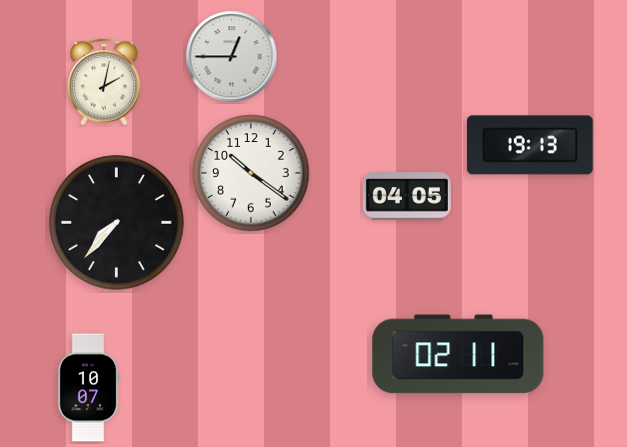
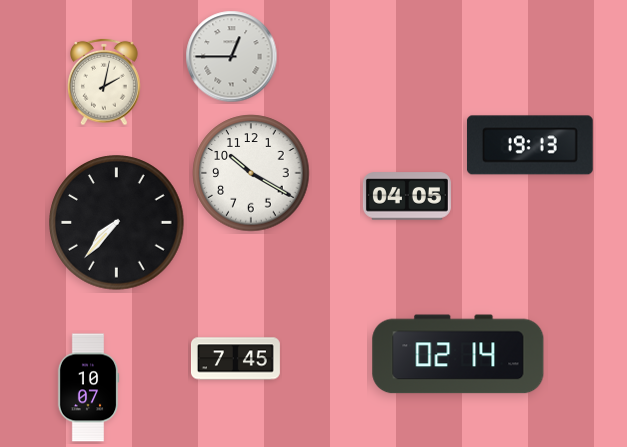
clock at (251, 173): 10:21 -> 10:20
clock at (458, 354): 02:11 -> 02:14
clock at (235, 359): none -> 7:45
